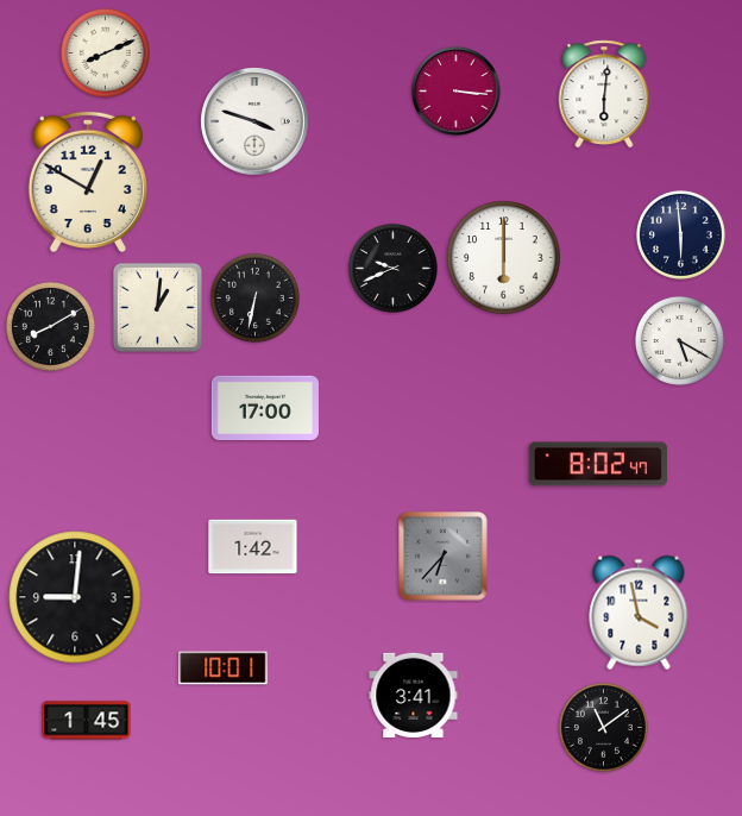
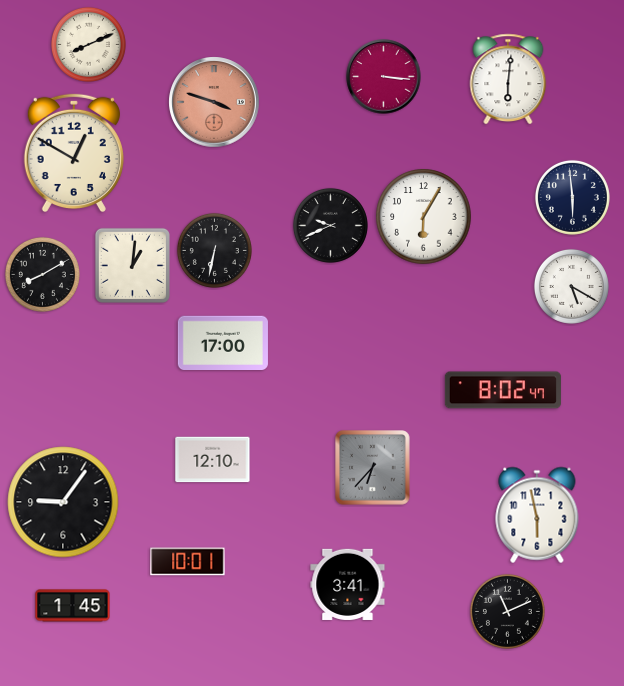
clock at (254, 121) dial: white -> salmon
clock at (504, 258): 6:00 -> 6:05
clock at (157, 307) position: (157, 307) -> (132, 265)
clock at (253, 547): 1:42 -> 12:10
clock at (75, 597): 9:01 -> 9:06
clock at (639, 613): 3:58 -> 5:58
clock at (603, 727): 11:09 -> 11:11
